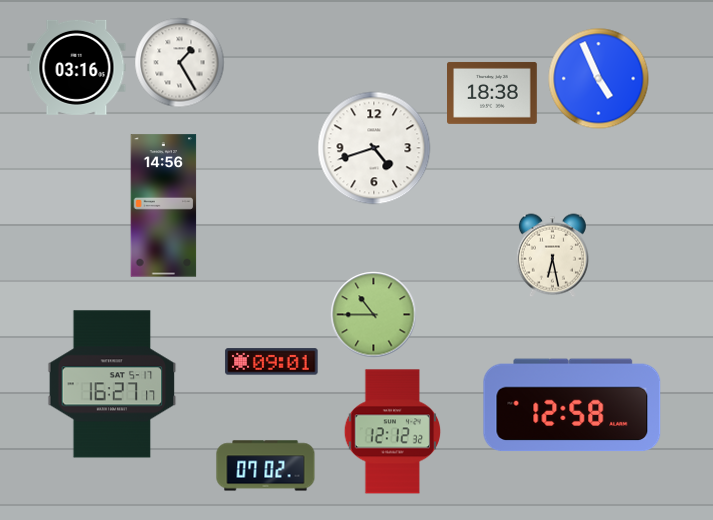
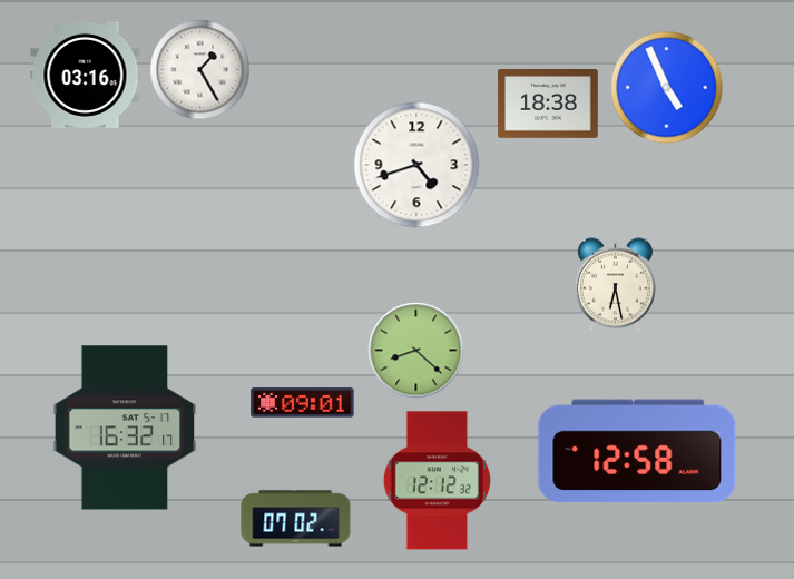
clock at (164, 206): 14:56 -> none
clock at (374, 315): 10:45 -> 8:22
clock at (112, 384): 16:27 -> 16:32
